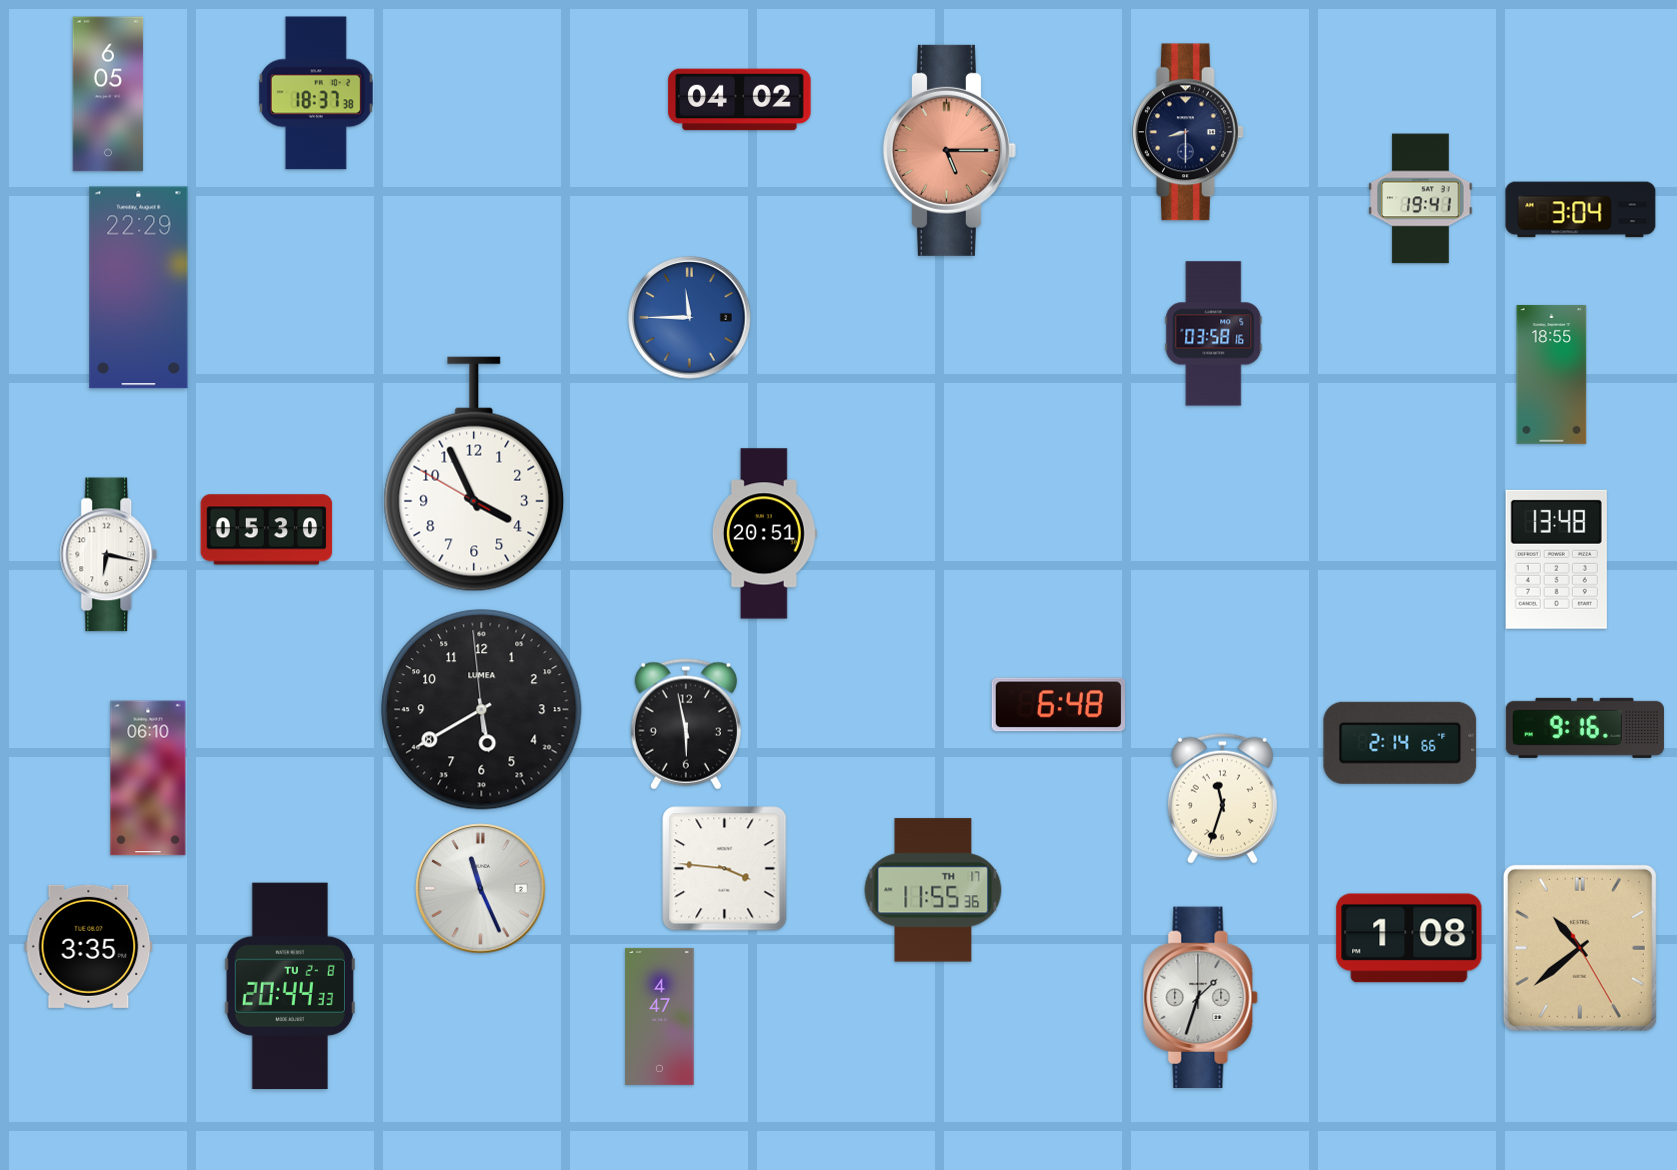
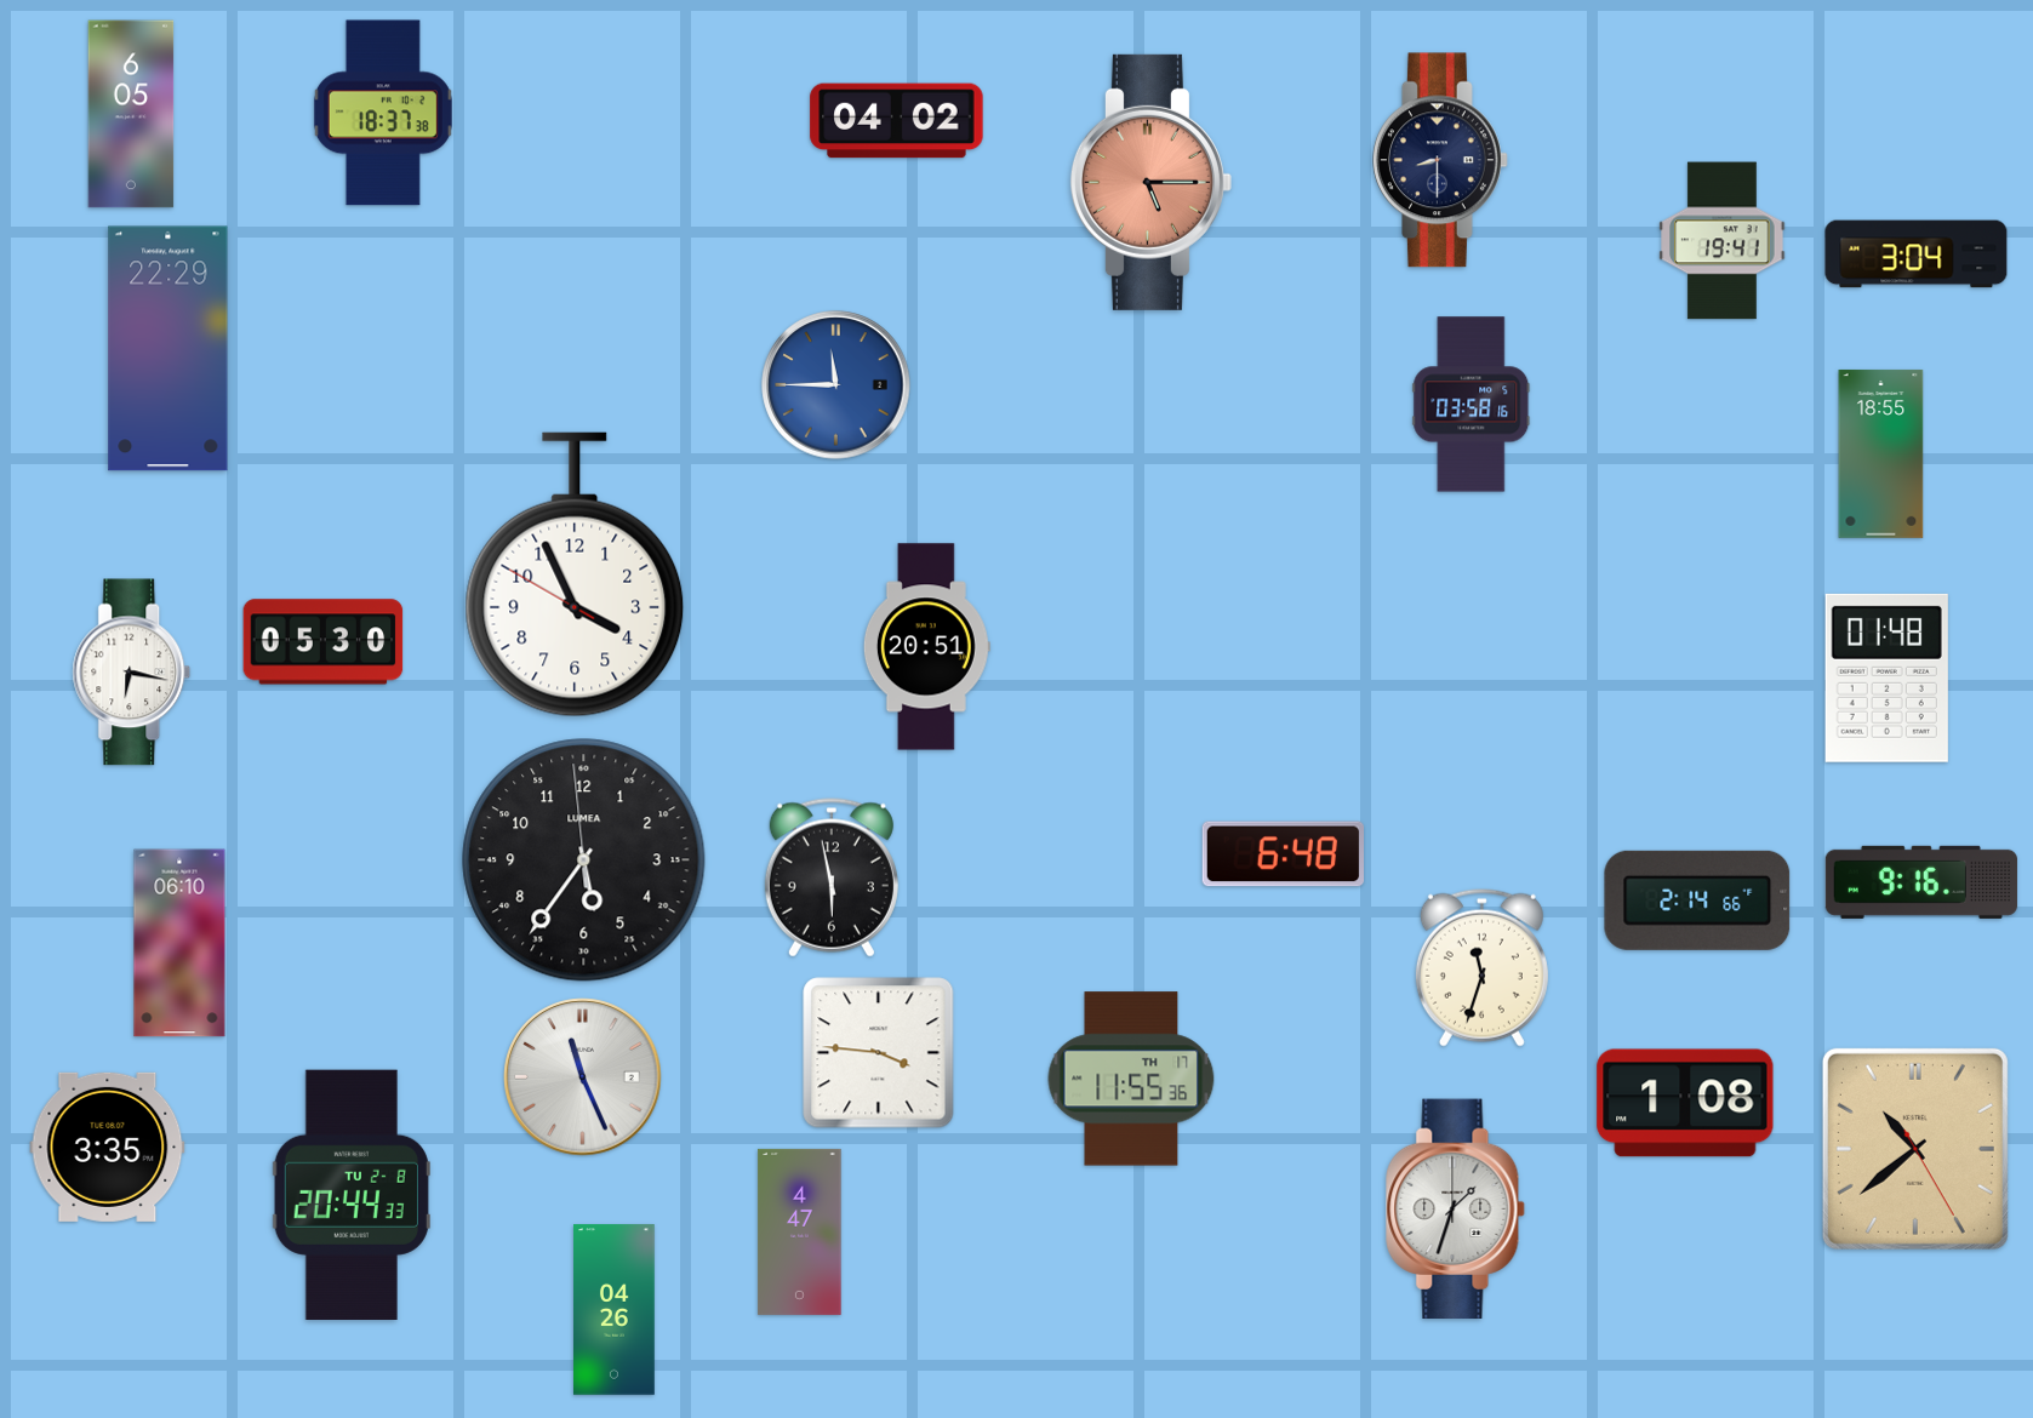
clock at (1556, 559): 13:48 -> 01:48
clock at (482, 710): 5:39 -> 5:35
clock at (1409, 938) position: (1409, 938) -> (1685, 1103)
clock at (615, 1310): none -> 04:26
